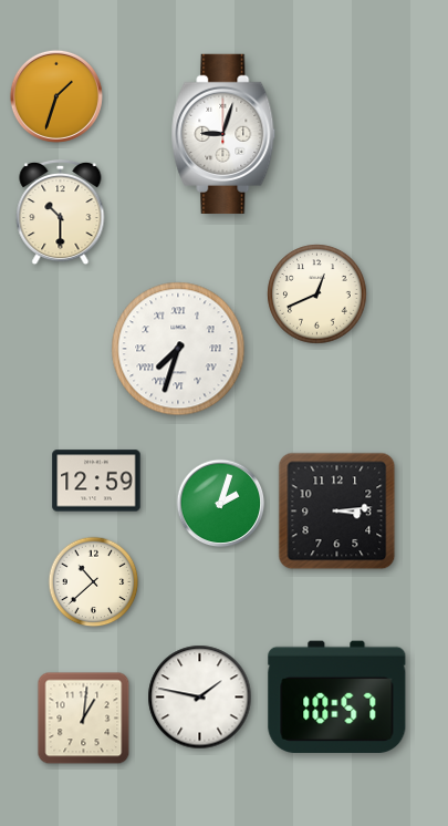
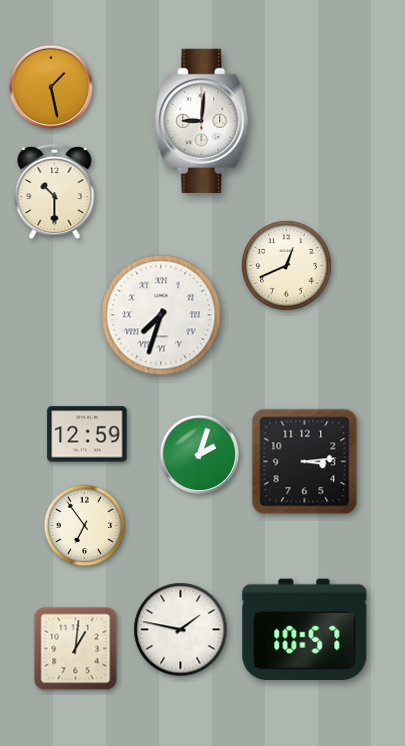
clock at (56, 96): 1:33 -> 1:28
clock at (223, 134): 9:03 -> 9:01
clock at (94, 582): 10:38 -> 6:54
